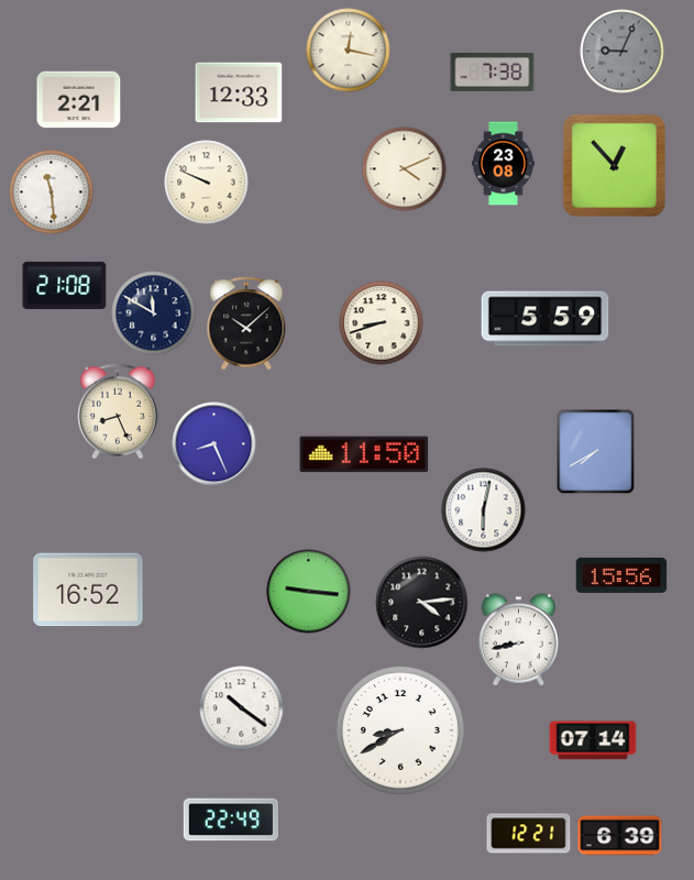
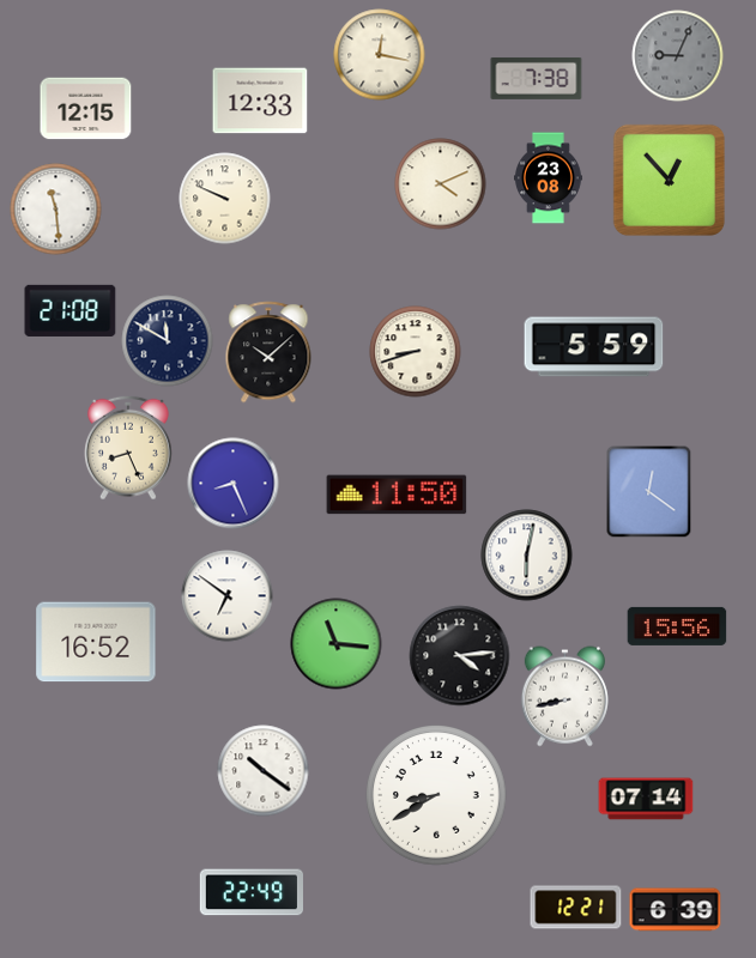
clock at (79, 100): 2:21 -> 12:15
clock at (596, 451): 7:40 -> 12:21
clock at (228, 596): none -> 6:51
clock at (309, 592): 9:16 -> 11:16
clock at (593, 740) position: (593, 740) -> (646, 799)
